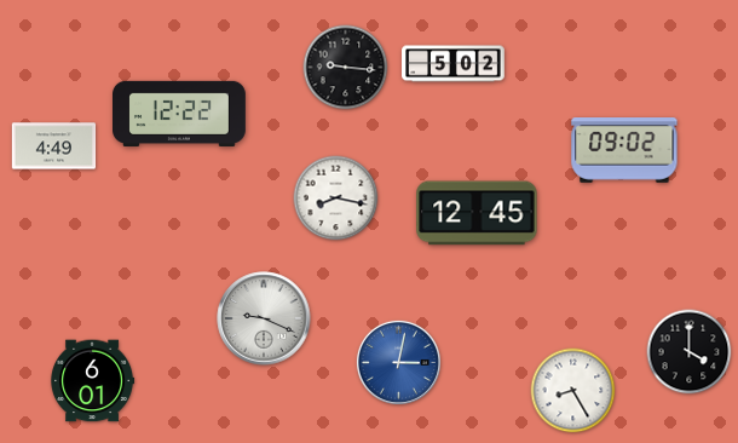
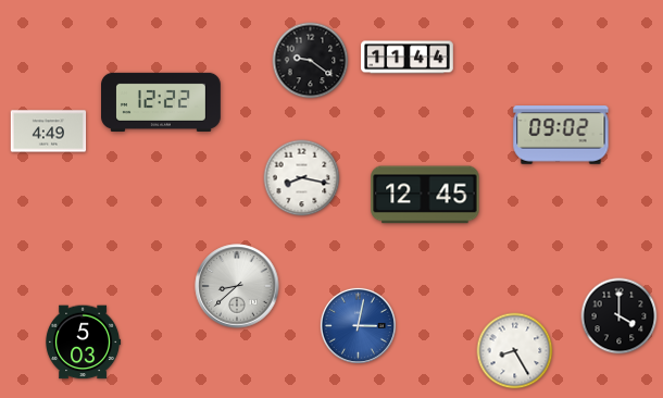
clock at (454, 64): 5:02 -> 11:44
clock at (346, 68): 9:16 -> 9:21
clock at (477, 213) position: (477, 213) -> (425, 195)
clock at (264, 318): 9:19 -> 8:38
clock at (93, 381): 6:01 -> 5:03
